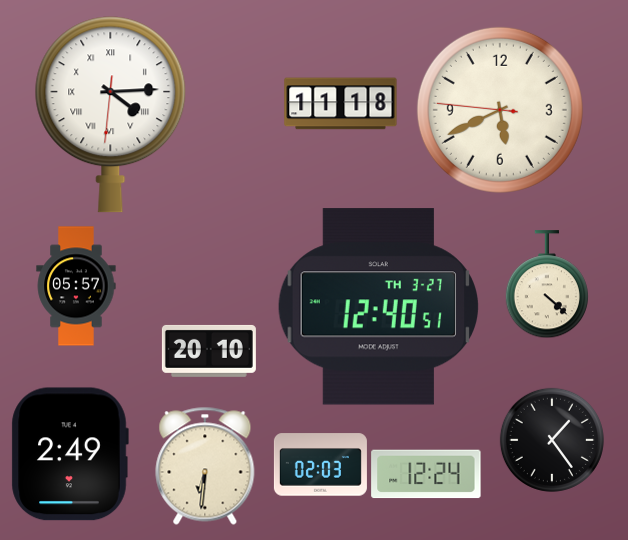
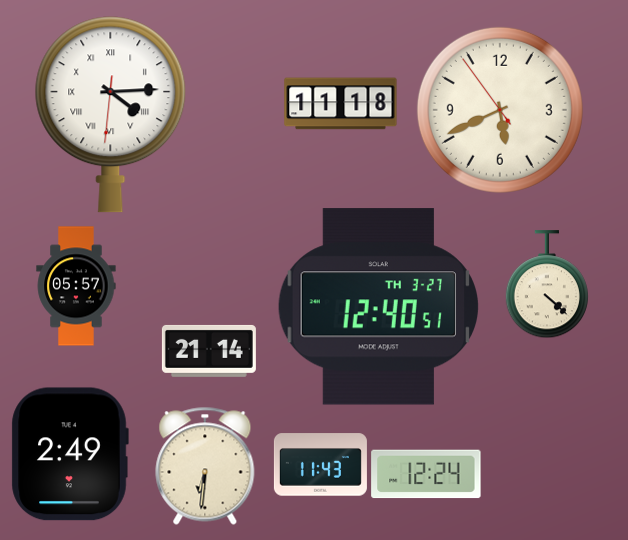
clock at (500, 110): 5:40:46 -> 5:40:54
clock at (209, 351): 20:10 -> 21:14
clock at (552, 440): 1:24 -> none
clock at (320, 465): 02:03 -> 11:43
